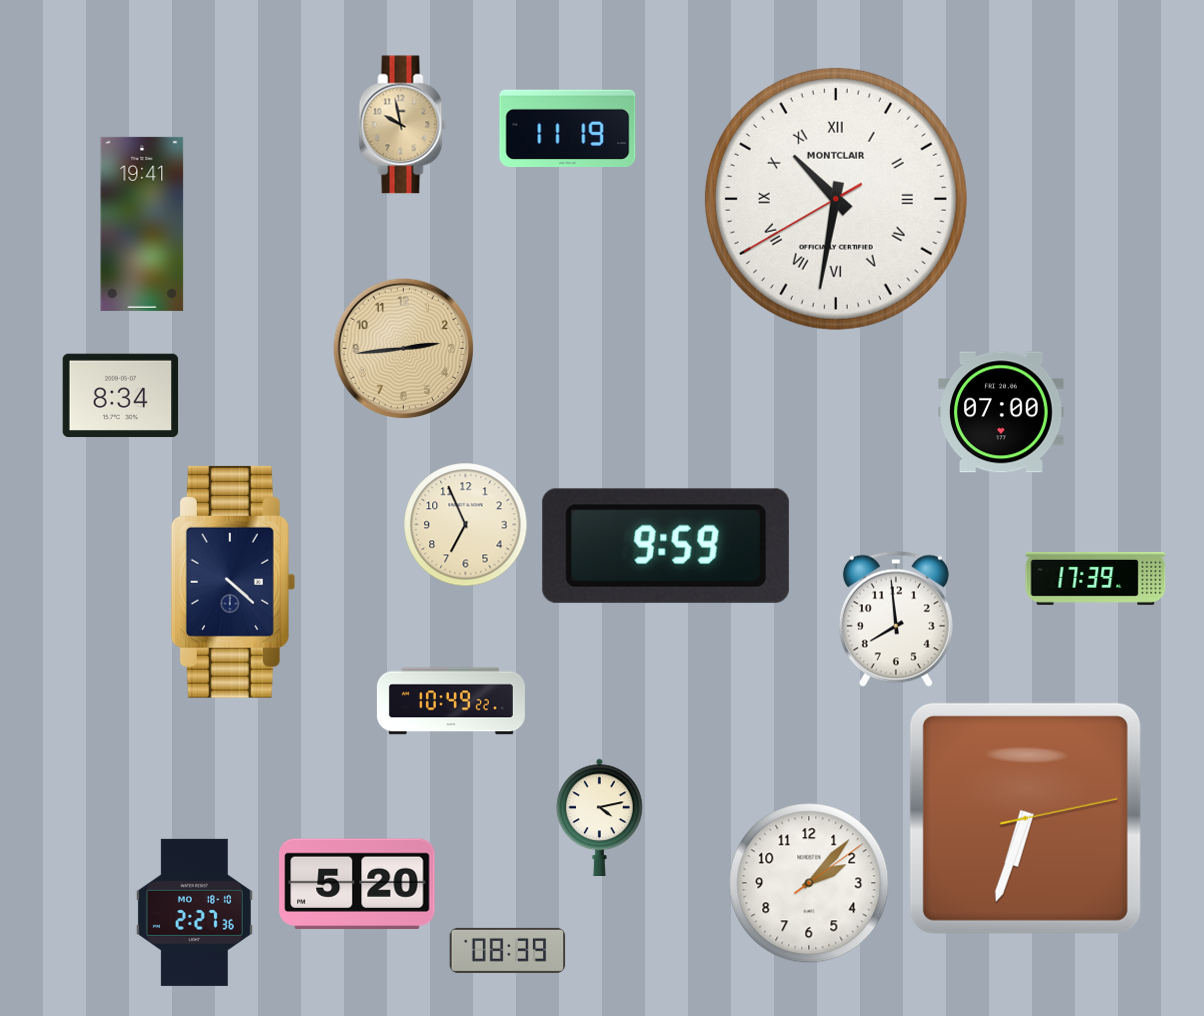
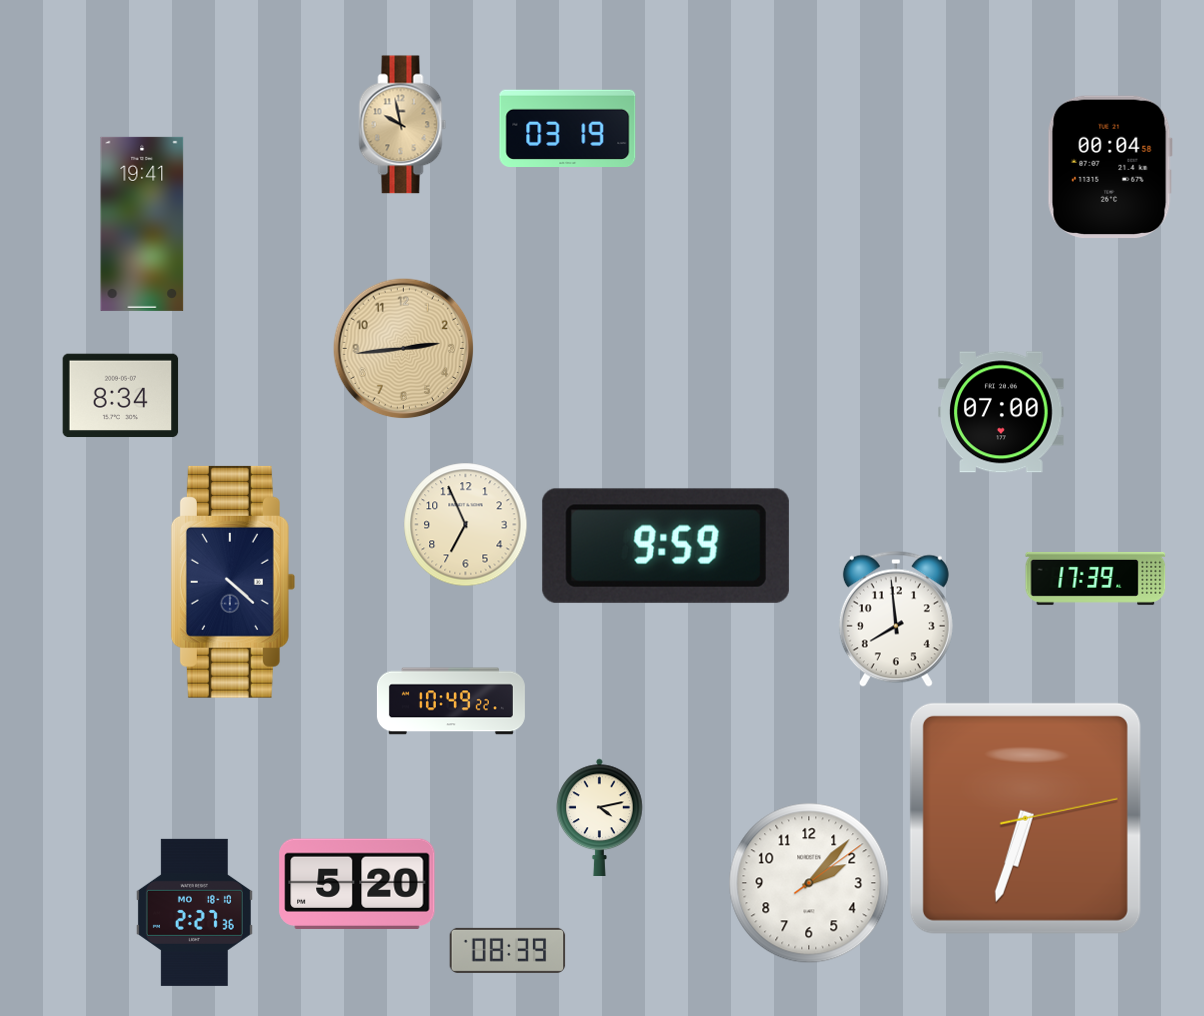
clock at (568, 128): 11:19 -> 03:19
clock at (1110, 167): none -> 00:04
clock at (836, 199): 10:31 -> none
